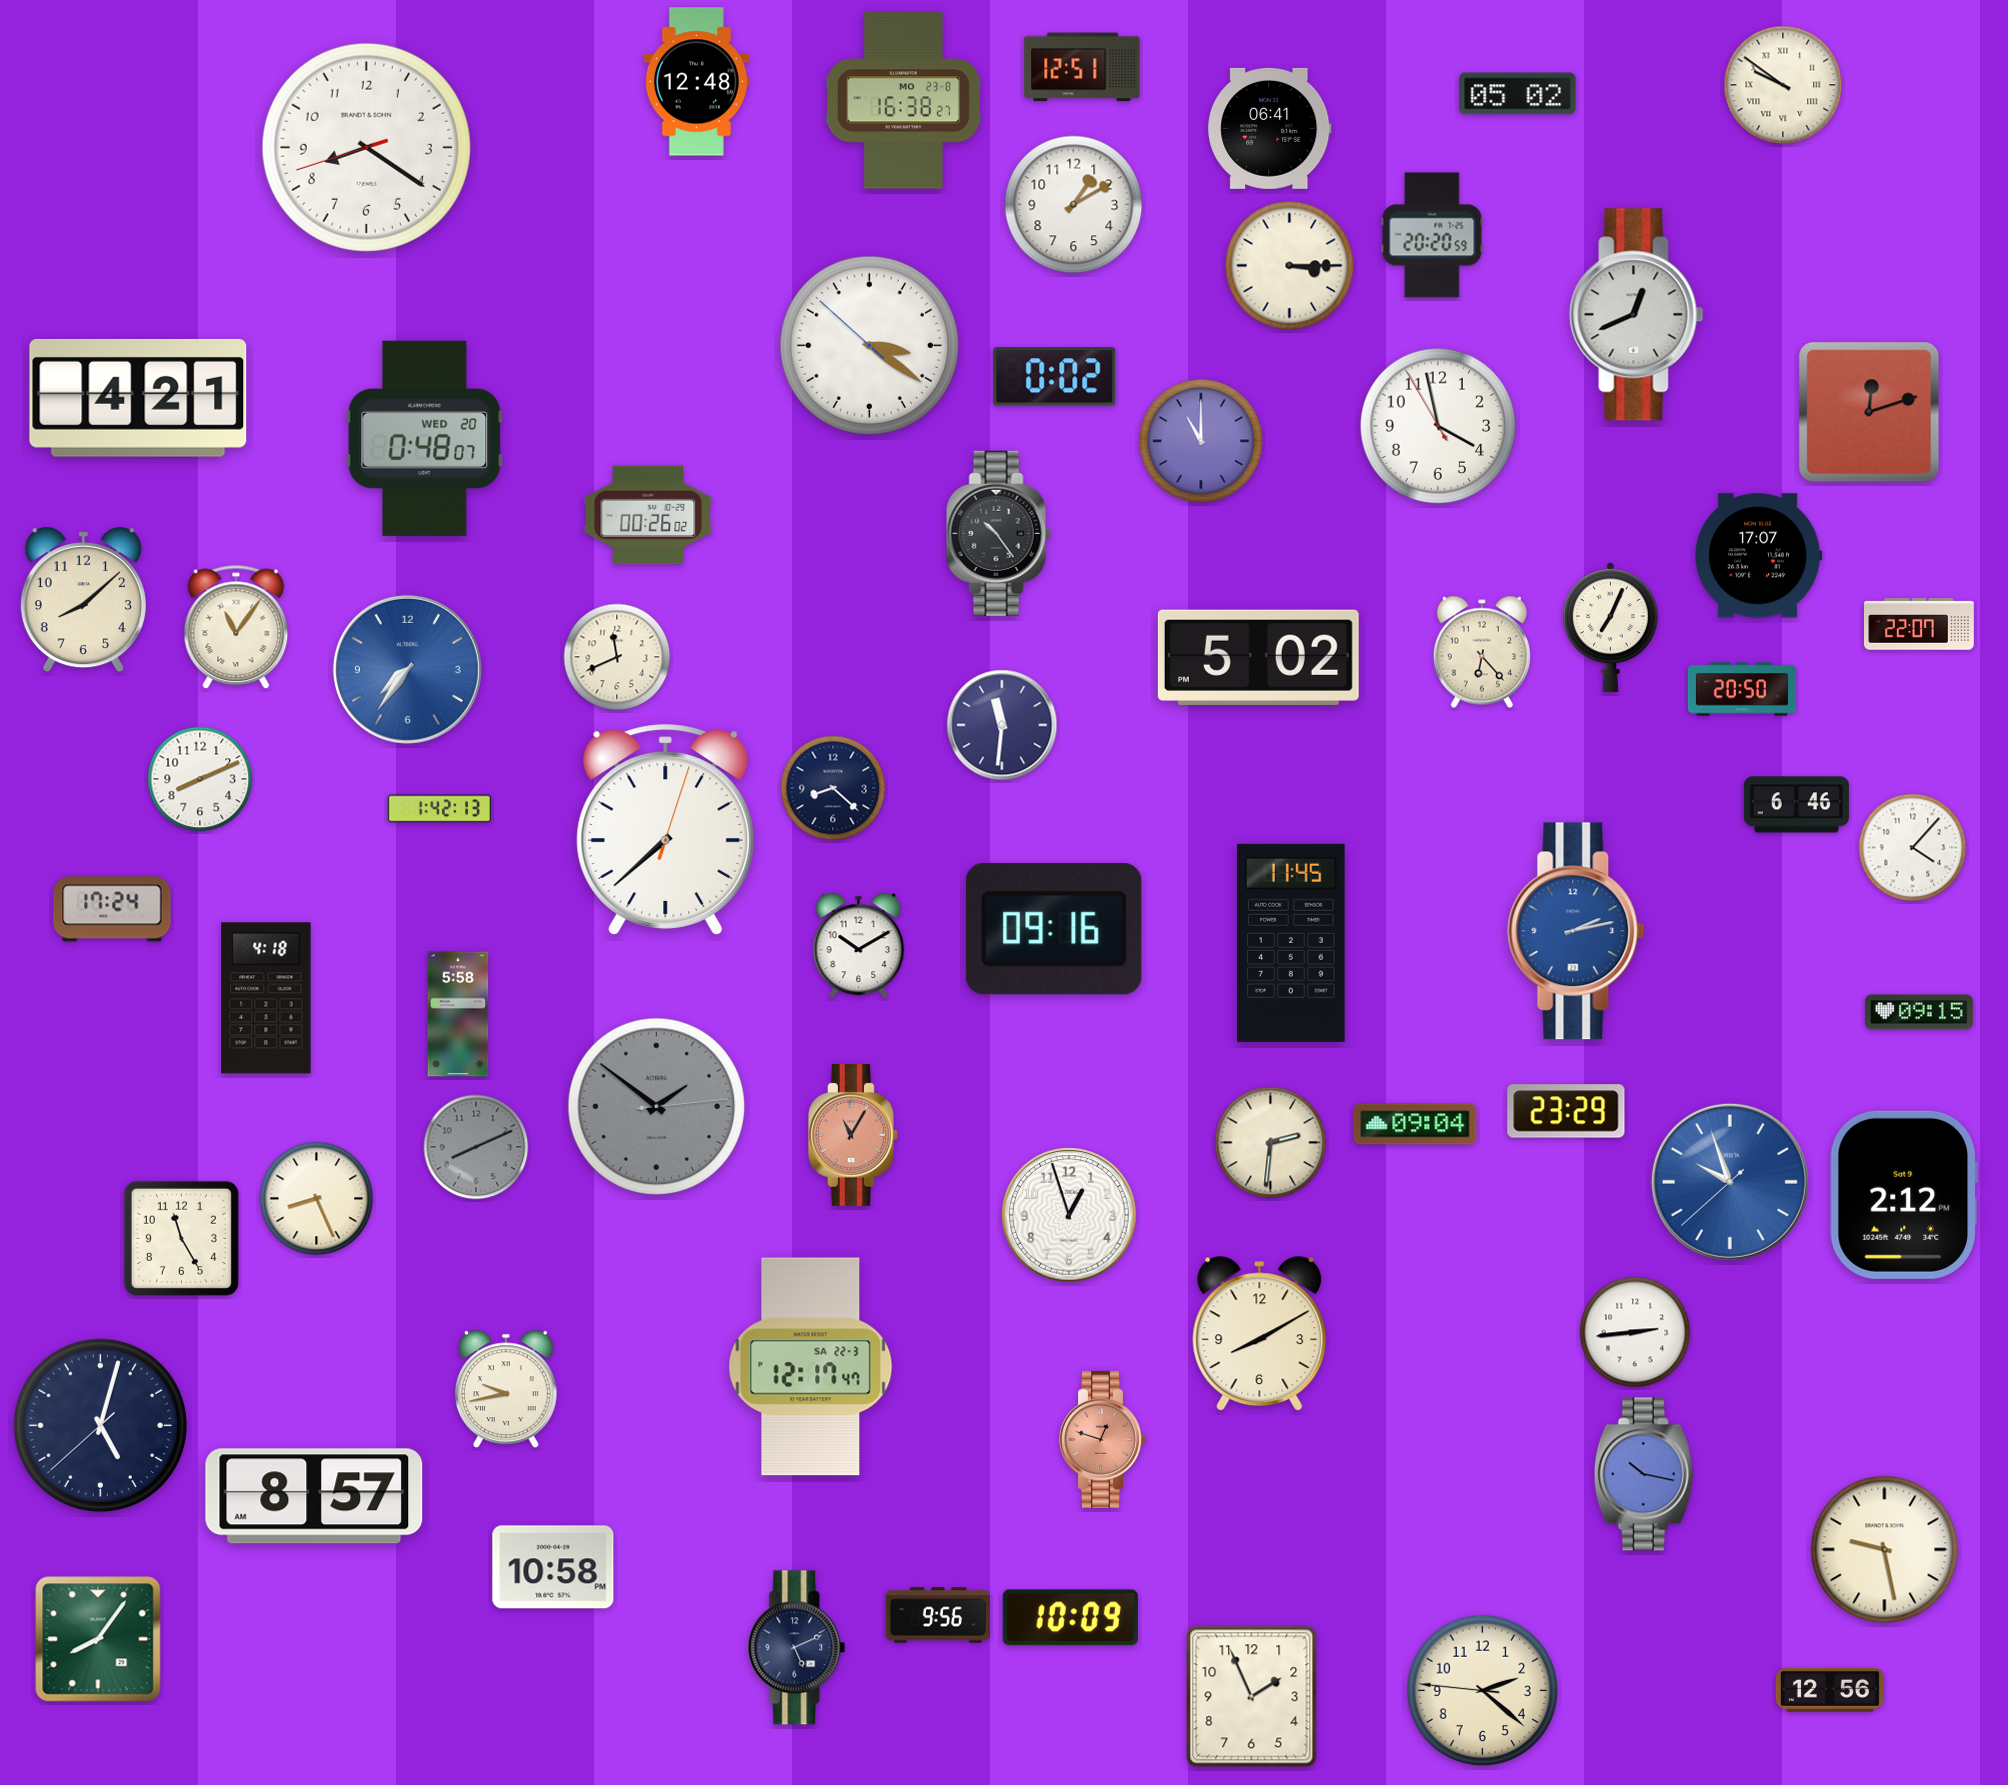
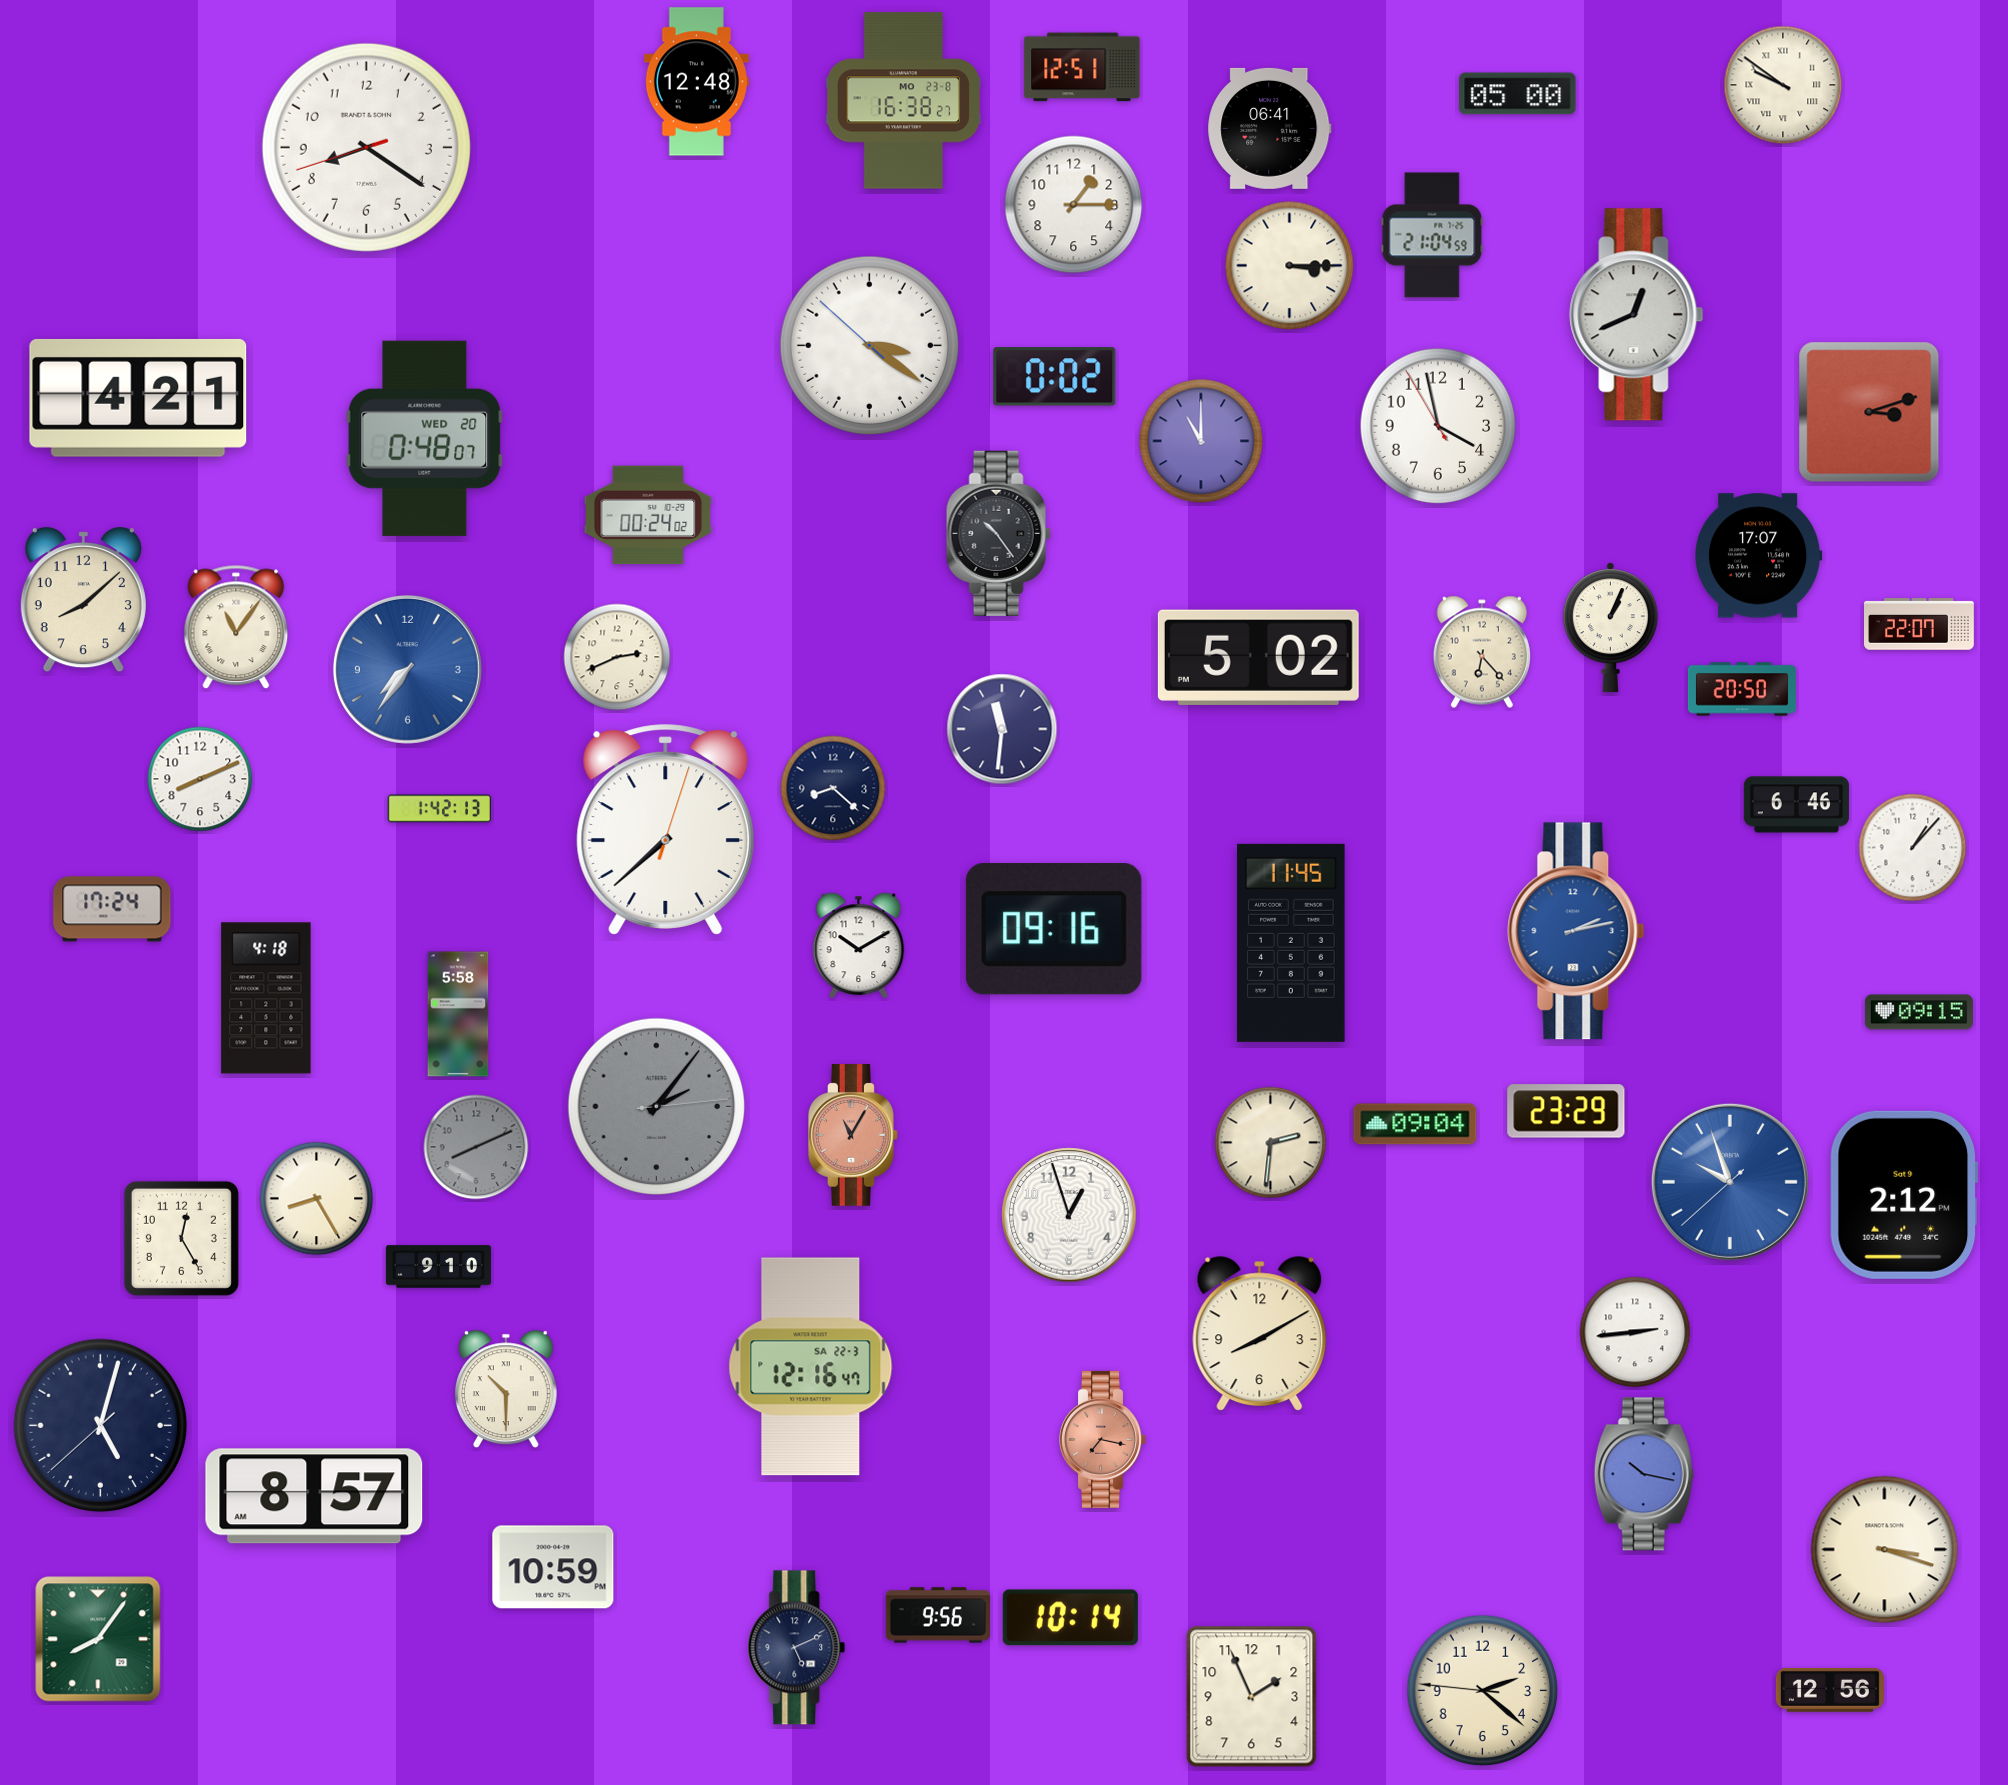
clock at (1518, 94): 05:02 -> 05:00
clock at (1074, 205): 1:10 -> 1:15
clock at (1432, 235): 20:20 -> 21:04
clock at (1869, 412): 12:12 -> 3:12
clock at (648, 515): 00:26 -> 00:24
clock at (1610, 628): 7:04 -> 1:04
clock at (617, 657): 11:41 -> 2:41
clock at (1002, 725) position: (1002, 725) -> (1002, 729)
clock at (1913, 848): 4:07 -> 1:07
clock at (656, 1106): 1:51 -> 2:06
clock at (317, 1199): 8:26 -> 8:25
clock at (181, 1238): 11:25 -> 12:25
clock at (438, 1267): none -> 9:10
clock at (811, 1367): 12:17 -> 12:16
clock at (506, 1389): 9:43 -> 10:30
clock at (1103, 1439): 12:48 -> 7:17
clock at (1885, 1550): 9:28 -> 3:18
clock at (553, 1567): 10:58 -> 10:59
clock at (1070, 1618): 10:09 -> 10:14
